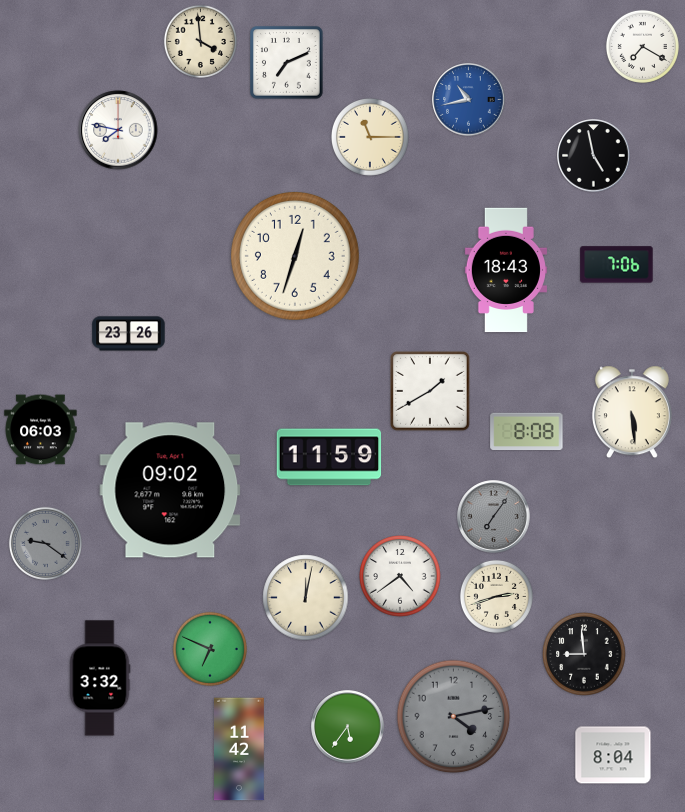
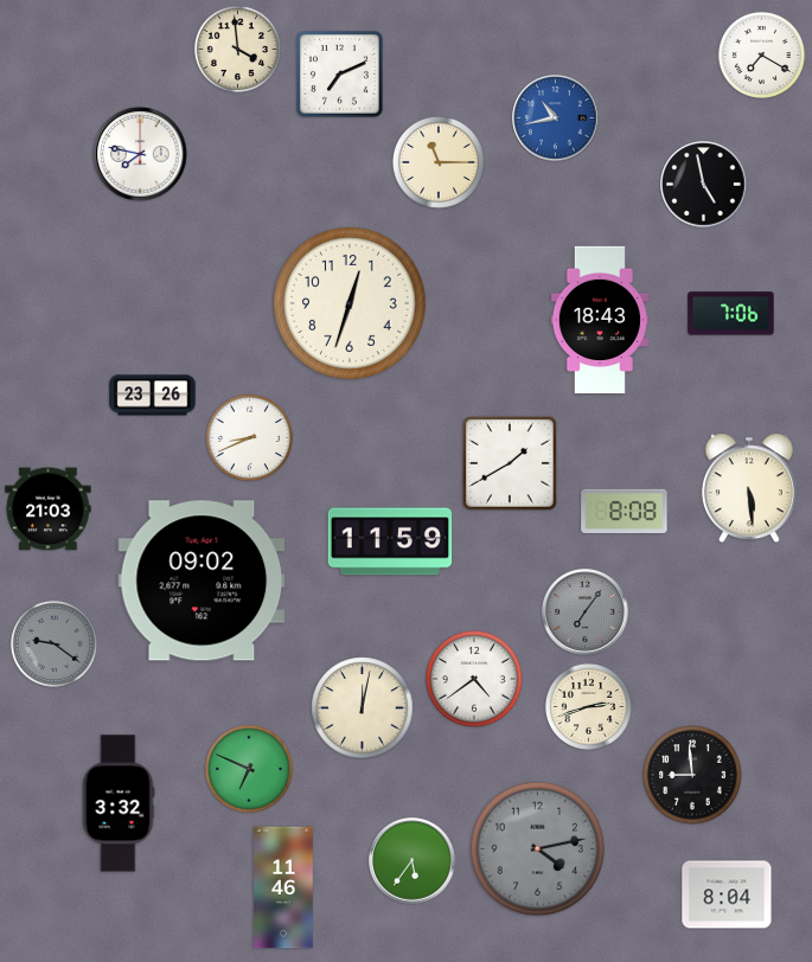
clock at (249, 437): none -> 8:41
clock at (41, 430): 06:03 -> 21:03
clock at (400, 576) position: (400, 576) -> (474, 679)
clock at (240, 749): 11:42 -> 11:46
